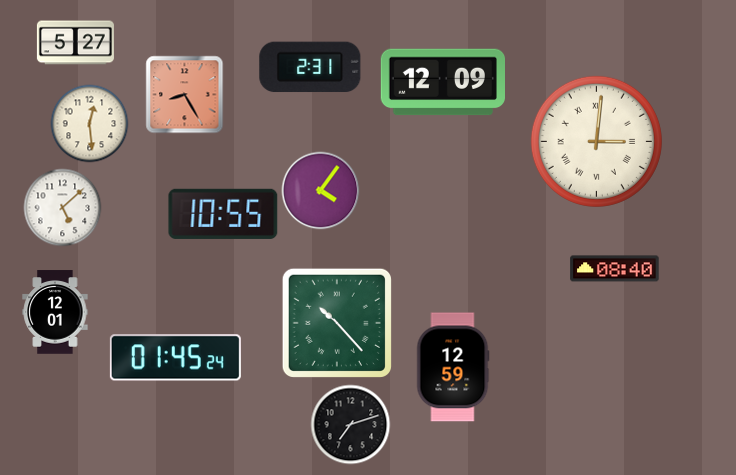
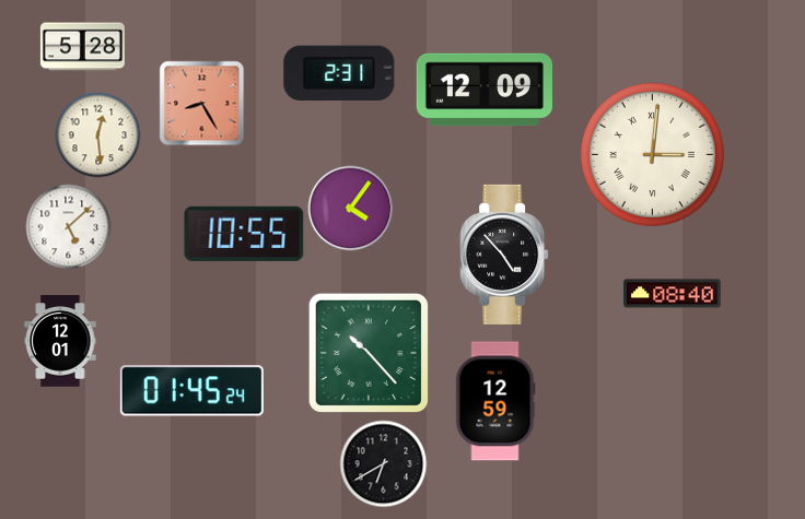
clock at (75, 43): 5:27 -> 5:28
clock at (504, 255): none -> 4:53
clock at (350, 424): 7:12 -> 6:40
